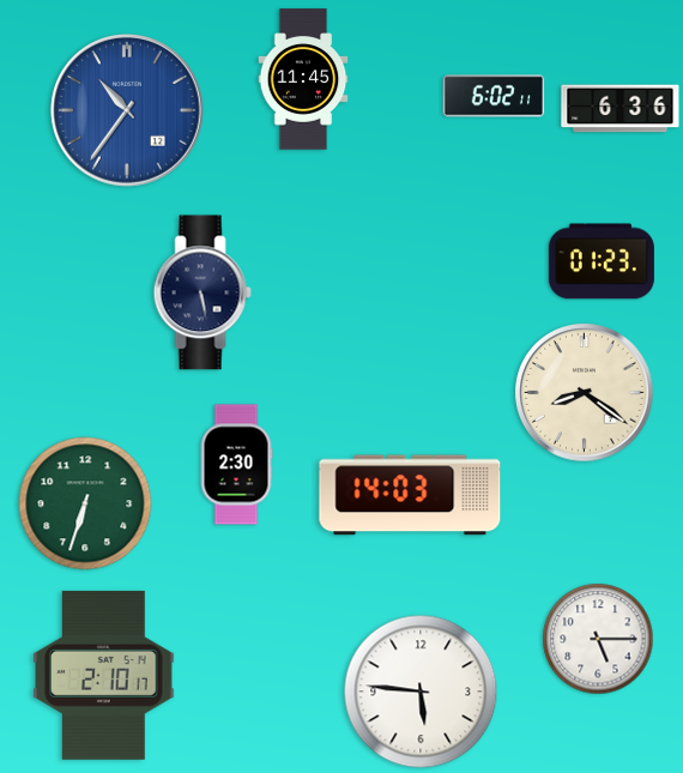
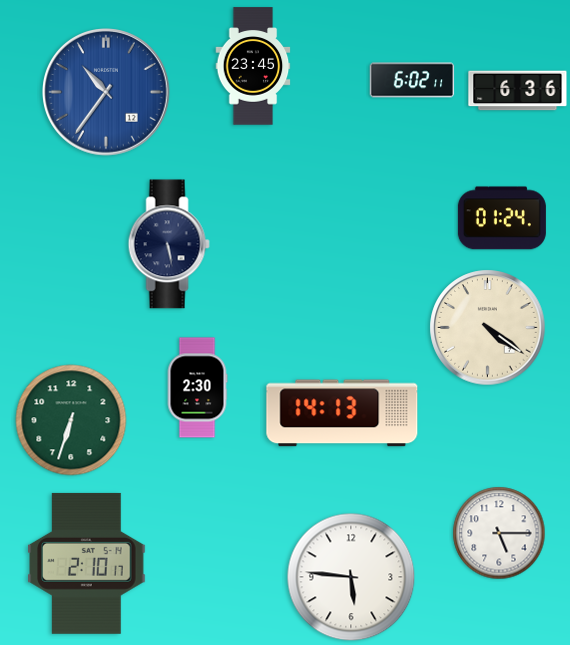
clock at (303, 79): 11:45 -> 23:45
clock at (602, 261): 01:23 -> 01:24
clock at (585, 393): 8:21 -> 4:21
clock at (410, 495): 14:03 -> 14:13
